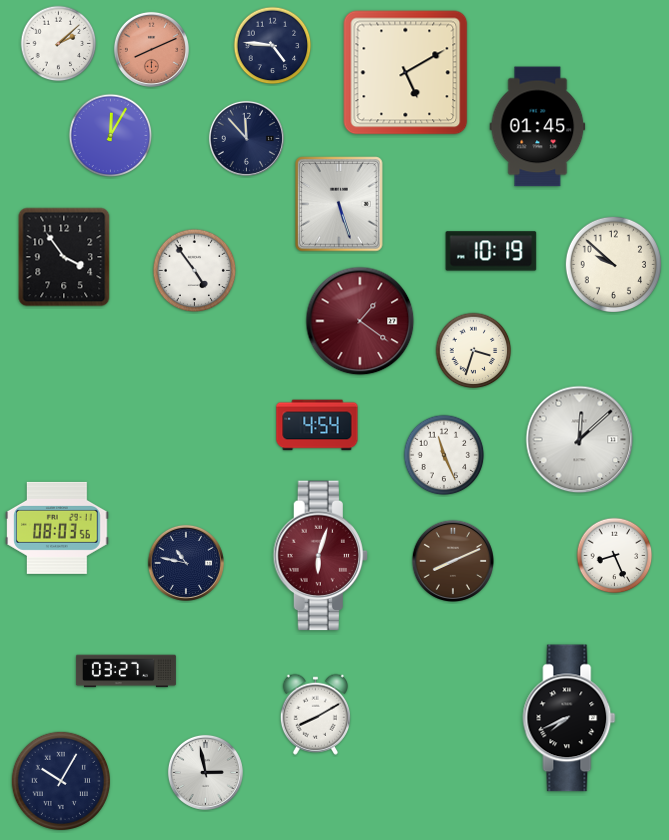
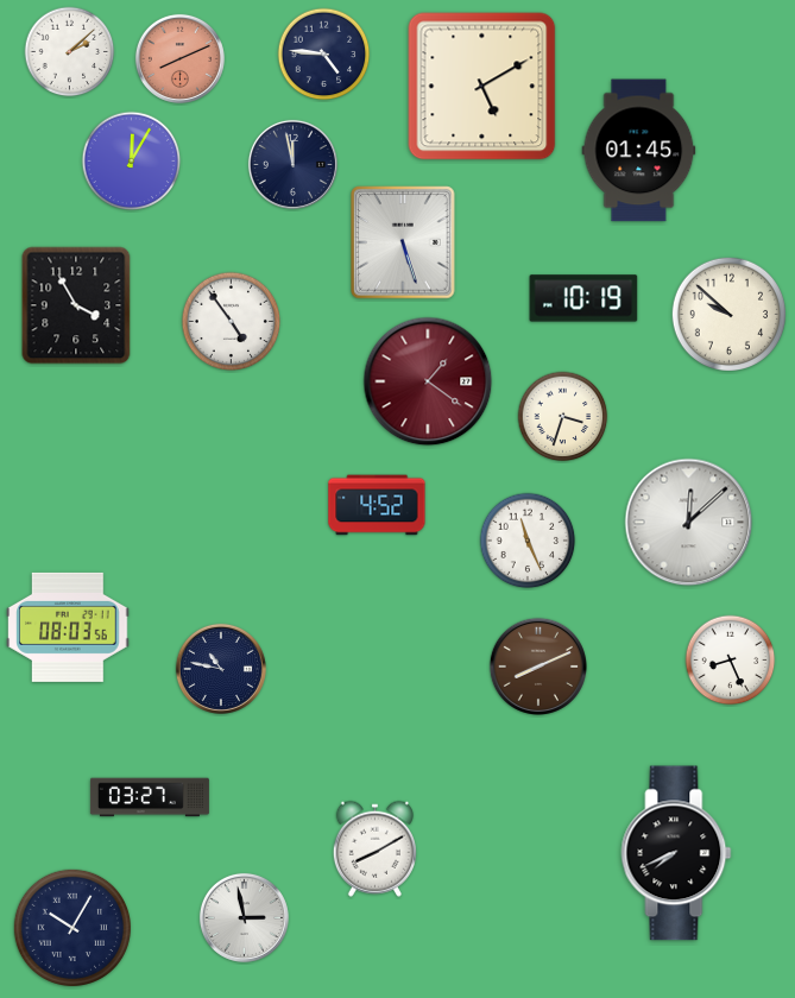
clock at (246, 138): 11:53 -> 11:58
clock at (64, 257): 3:54 -> 3:55
clock at (317, 425): 4:54 -> 4:52
clock at (320, 556): 6:03 -> none
